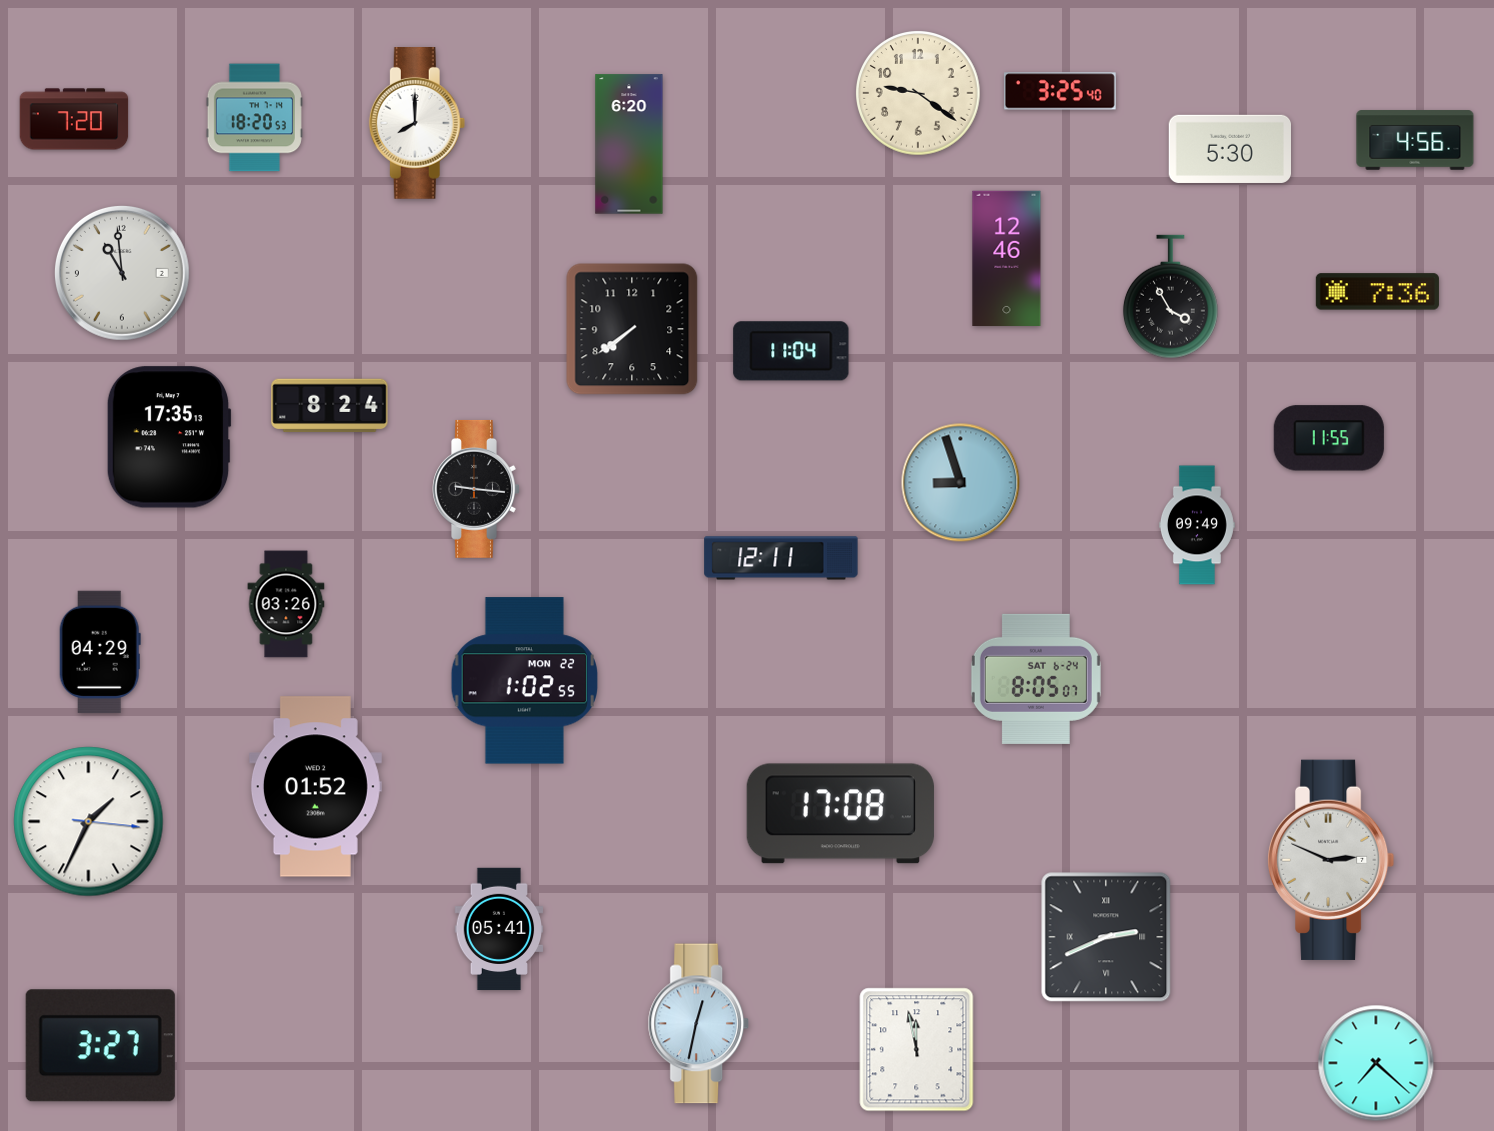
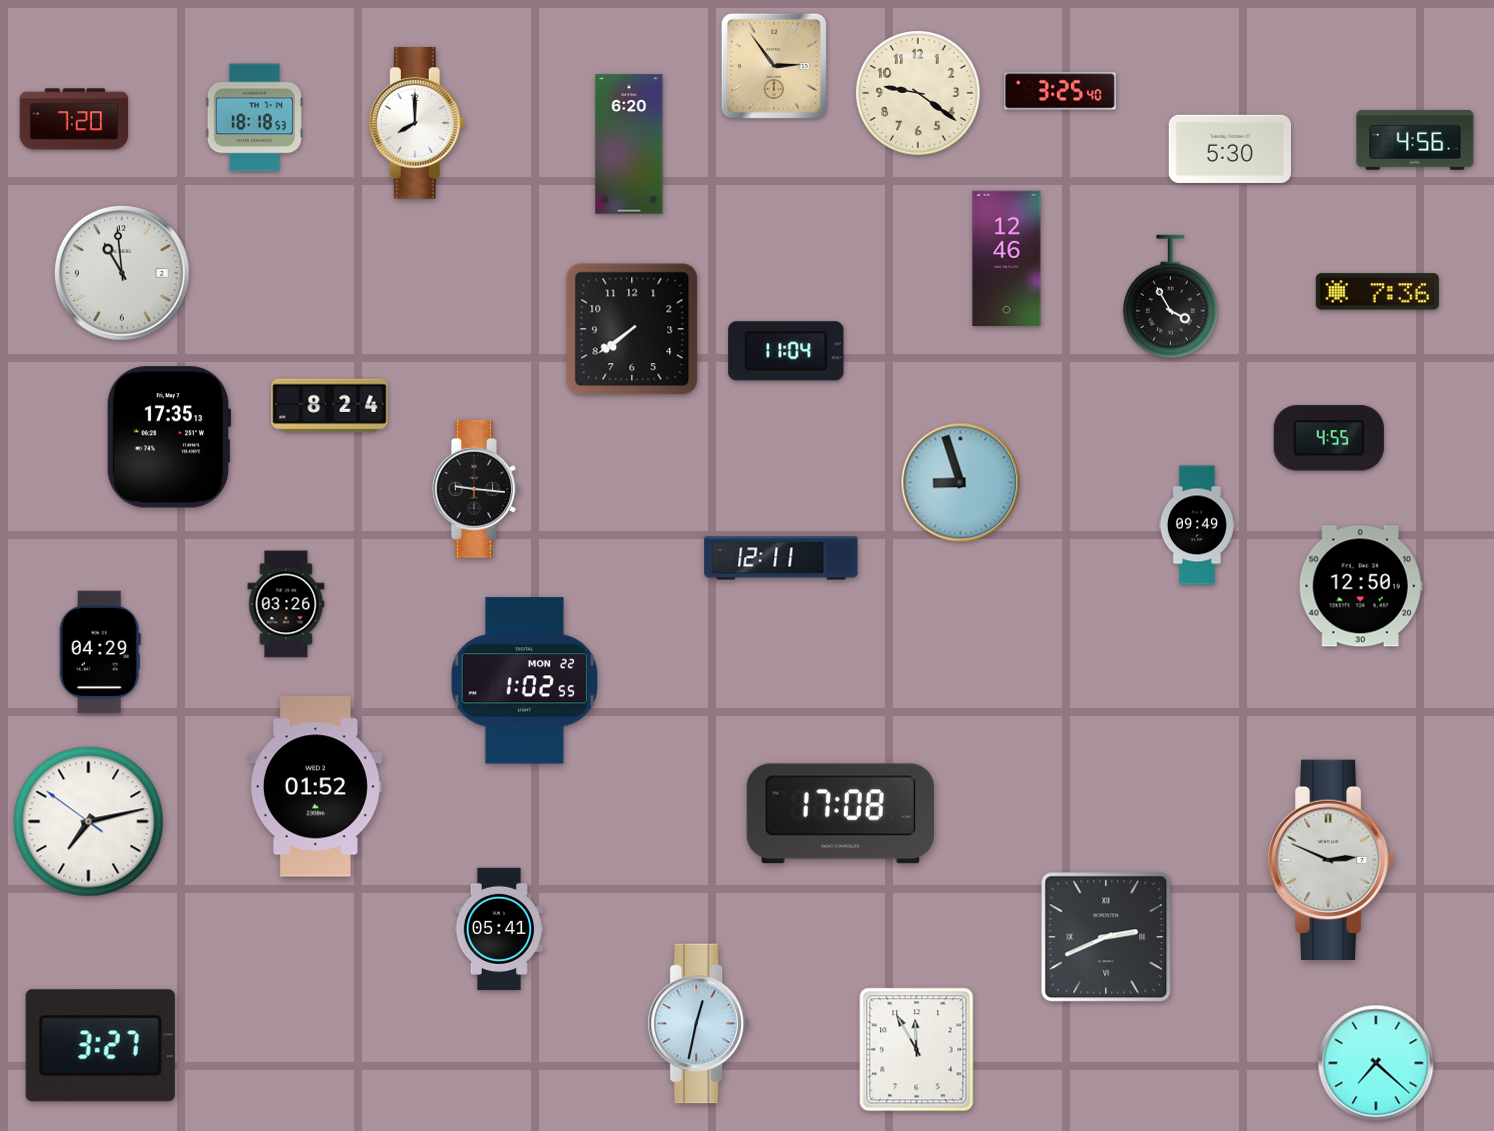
clock at (774, 66): none -> 2:54
clock at (254, 118): 18:20 -> 18:18
clock at (791, 351) position: (791, 351) -> (786, 351)
clock at (1329, 438): 11:55 -> 4:55
clock at (1361, 586): none -> 12:50
clock at (1036, 679): 8:05 -> none
clock at (89, 822): 1:34 -> 7:12
clock at (917, 1050): 11:58 -> 11:55
